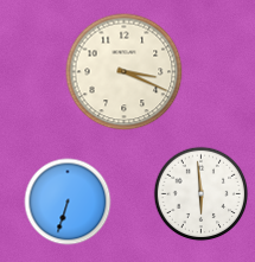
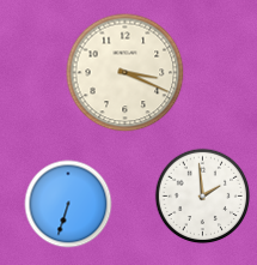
clock at (202, 194): 5:59 -> 1:59
